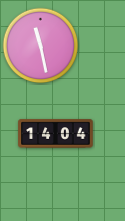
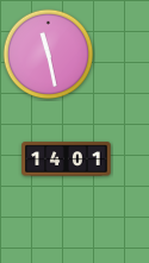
clock at (56, 134): 14:04 -> 14:01
